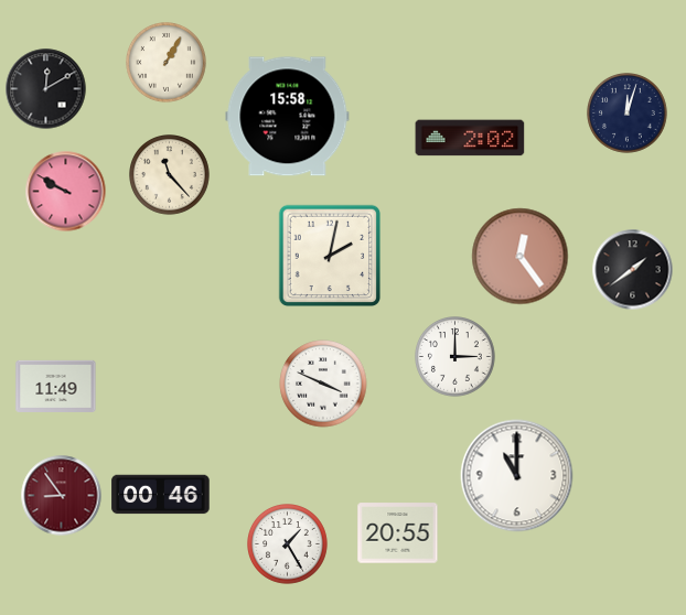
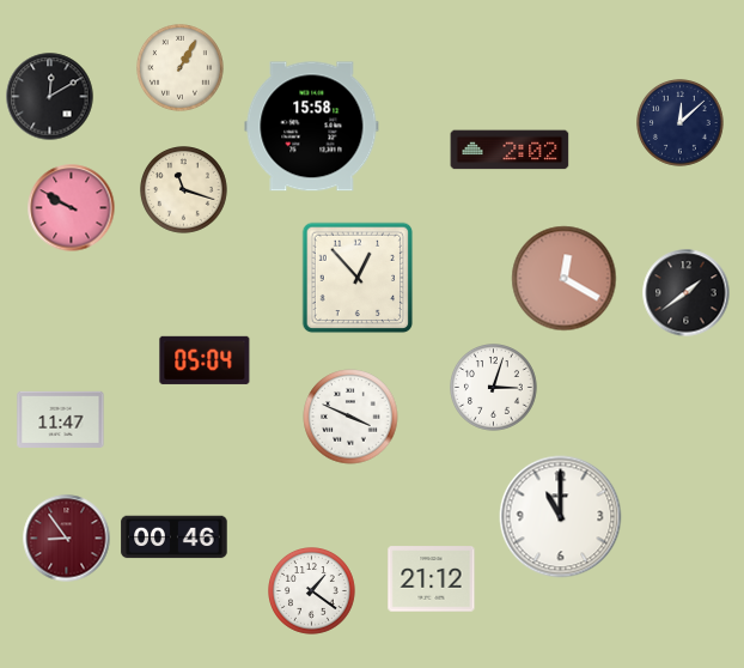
clock at (628, 114): 12:03 -> 12:08
clock at (170, 175): 11:23 -> 11:18
clock at (330, 256): 2:02 -> 12:53
clock at (521, 257): 12:24 -> 12:20
clock at (205, 360): none -> 05:04
clock at (455, 357): 3:00 -> 3:03
clock at (56, 386): 11:49 -> 11:47
clock at (398, 533): 20:55 -> 21:12
clock at (288, 544): 1:25 -> 1:21
